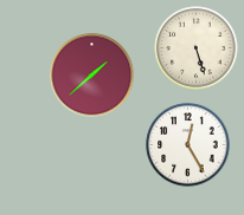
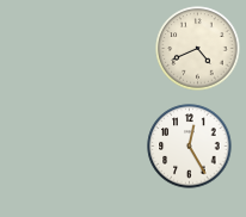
clock at (197, 48): 5:27 -> 4:41
clock at (92, 76): 1:38 -> none
